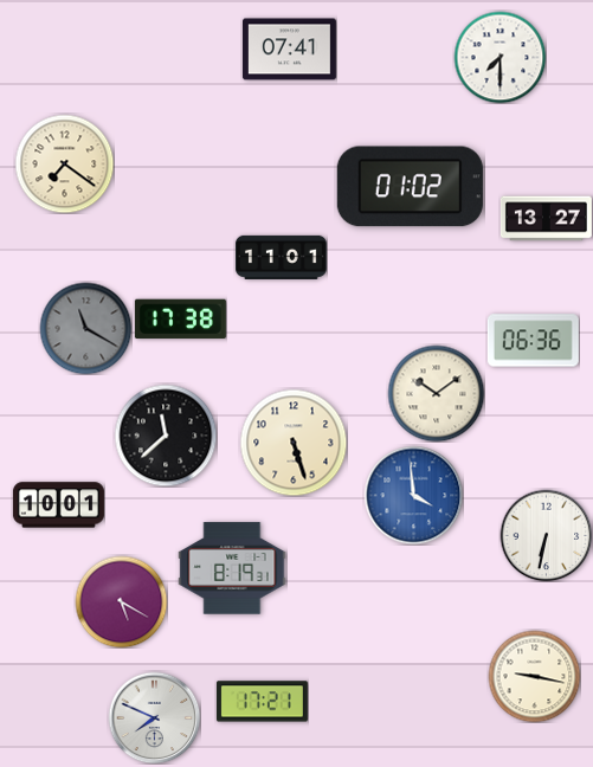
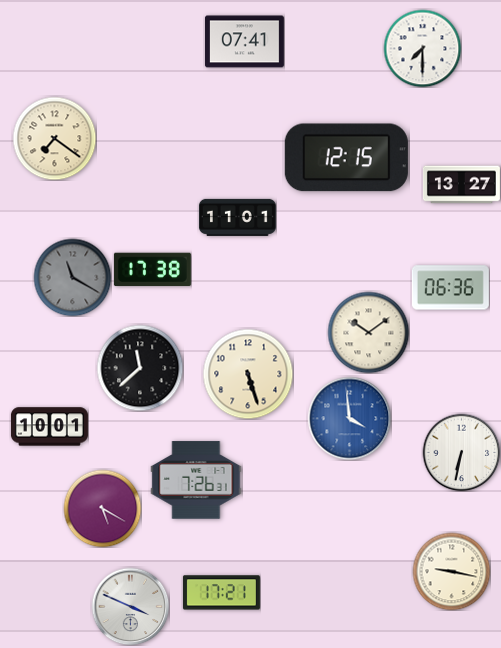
clock at (410, 187): 01:02 -> 12:15
clock at (232, 568): 8:19 -> 7:26
clock at (154, 717): 7:49 -> 3:49
